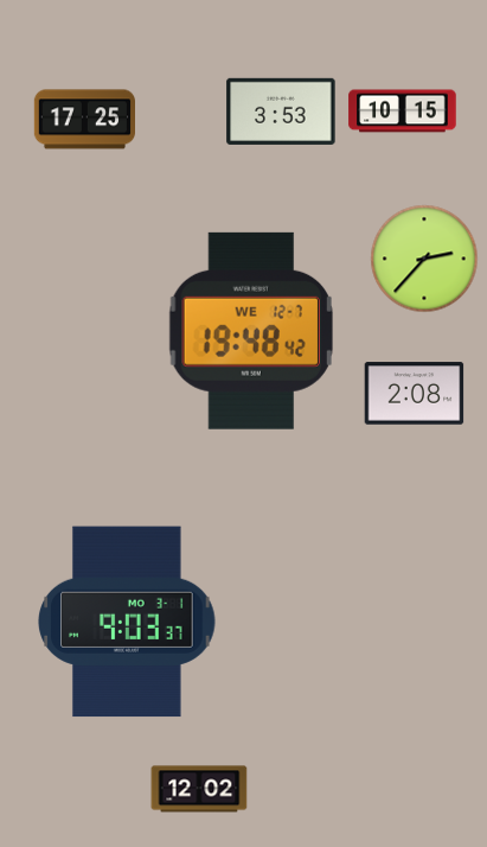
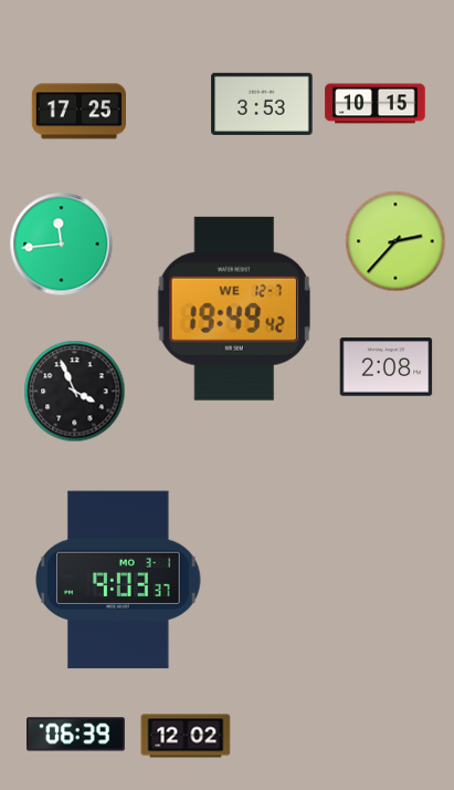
clock at (62, 245): none -> 11:44
clock at (250, 331): 19:48 -> 19:49
clock at (75, 392): none -> 3:56
clock at (76, 735): none -> 06:39
